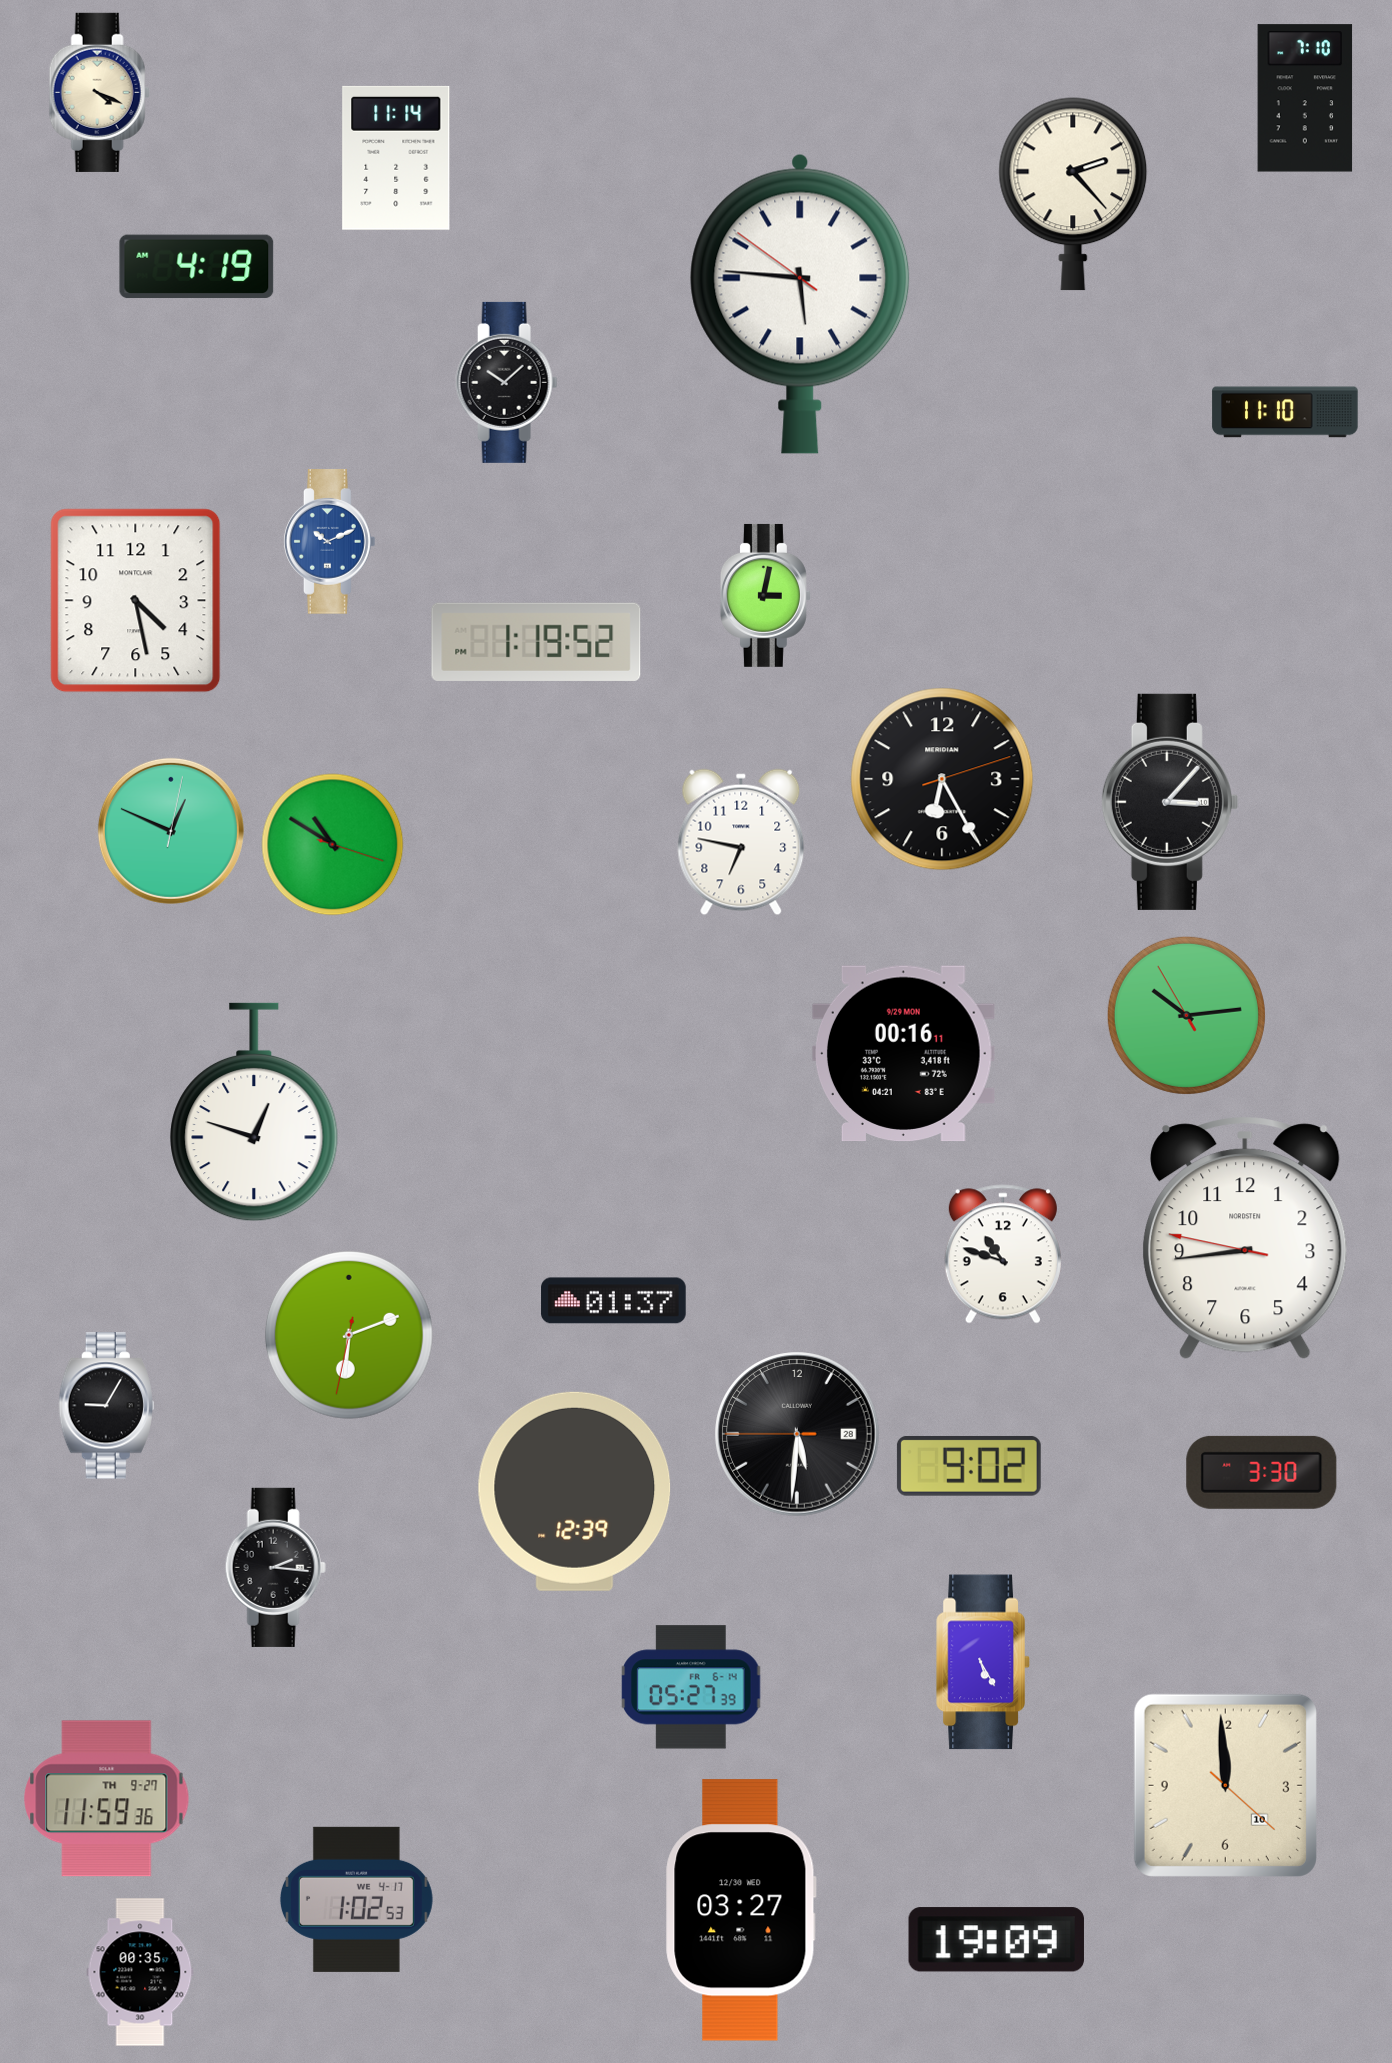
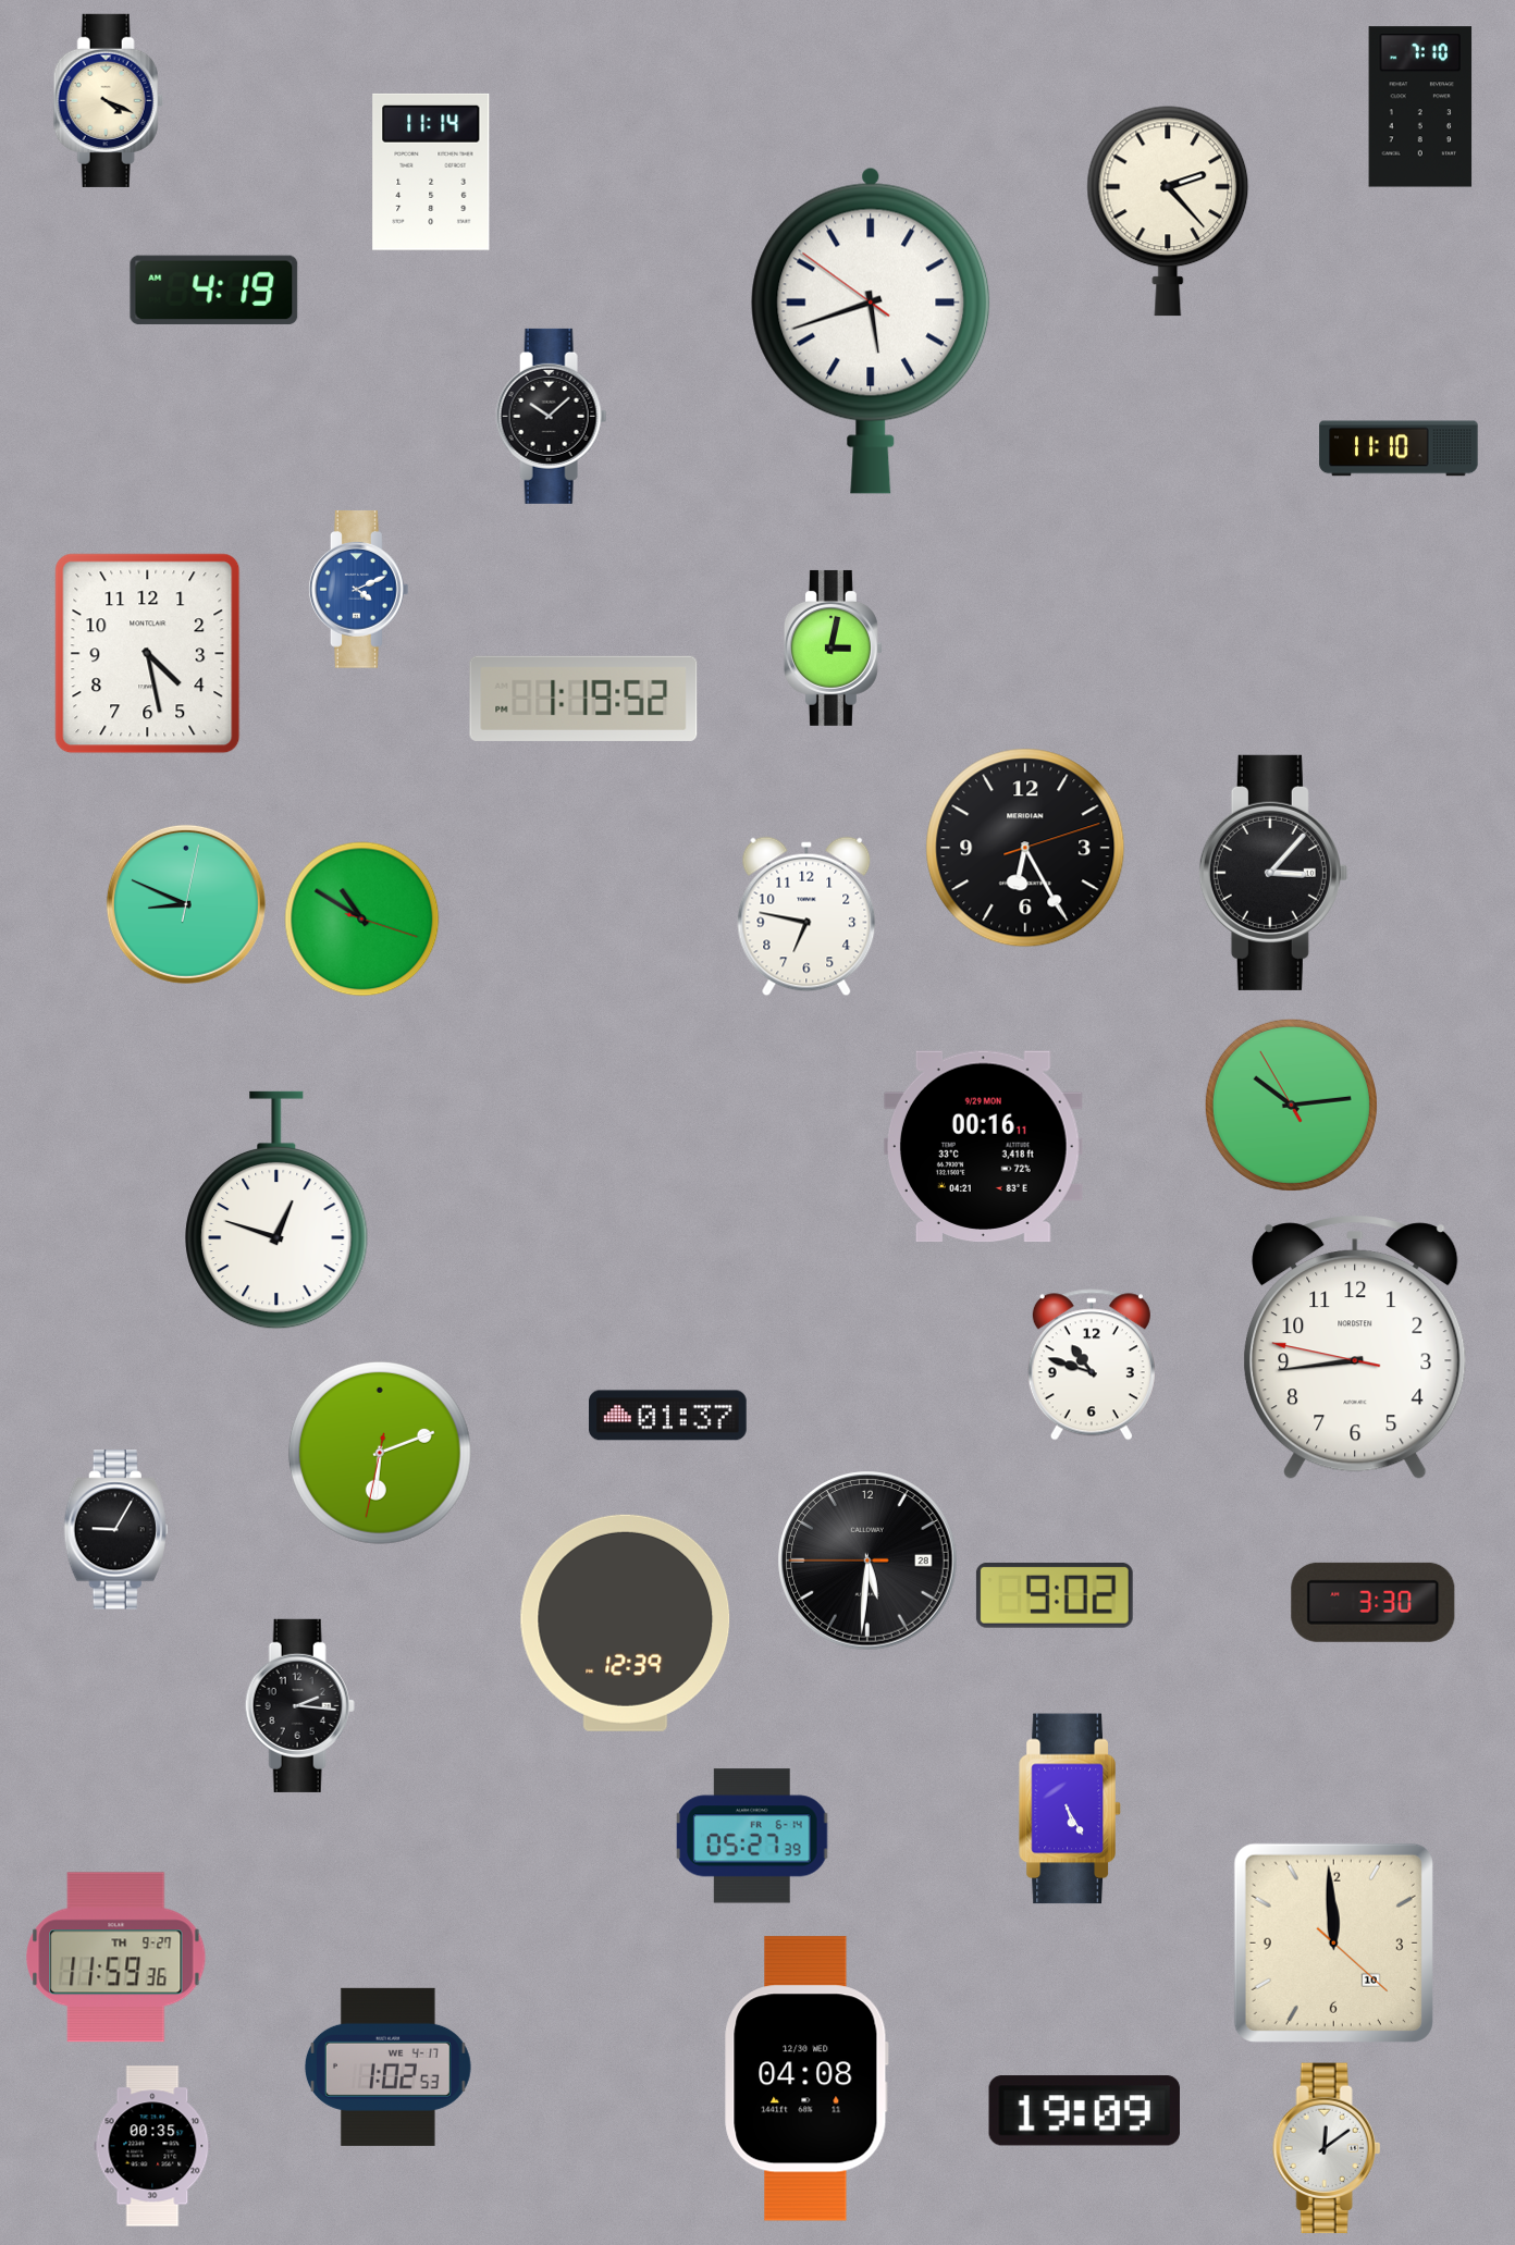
clock at (800, 304): 5:45 -> 5:41
clock at (329, 542): 10:11 -> 4:11
clock at (171, 831): 12:49 -> 8:49
clock at (741, 1910): 03:27 -> 04:08
clock at (1327, 2148): none -> 12:09
